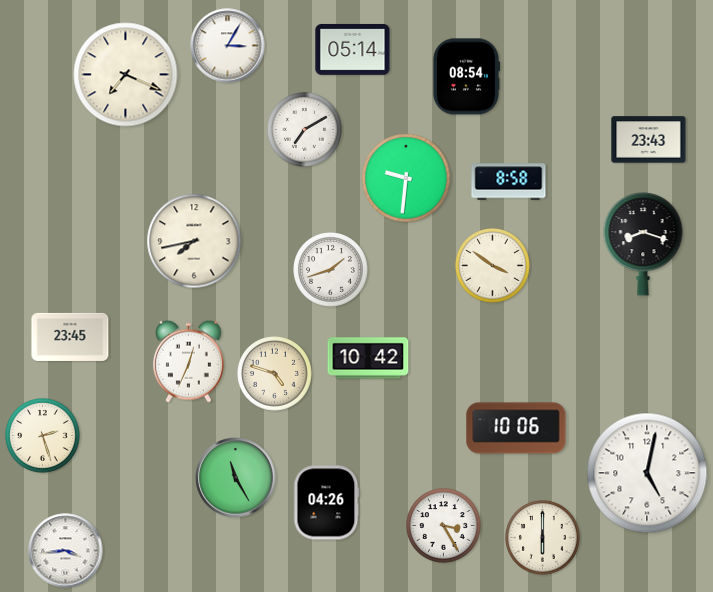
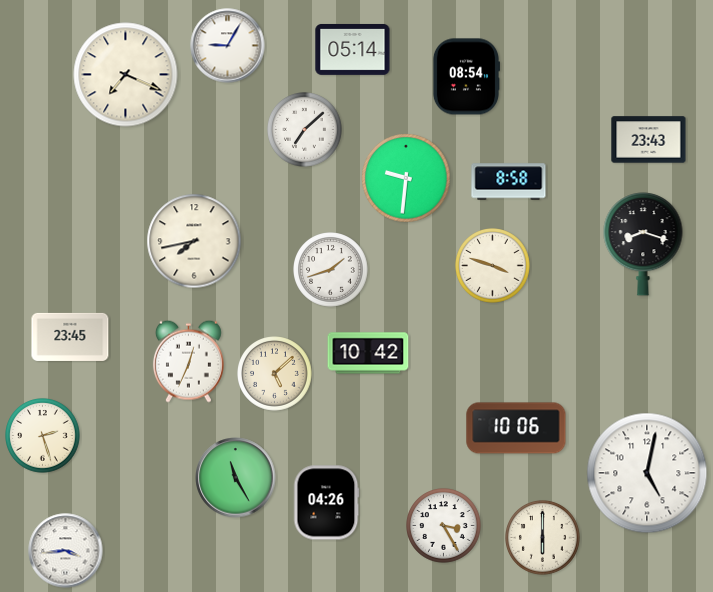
clock at (228, 46): 3:05 -> 9:05
clock at (305, 130): 7:10 -> 7:08
clock at (493, 266): 3:51 -> 3:48
clock at (368, 358) position: (368, 358) -> (368, 353)
clock at (275, 374): 4:48 -> 5:08
